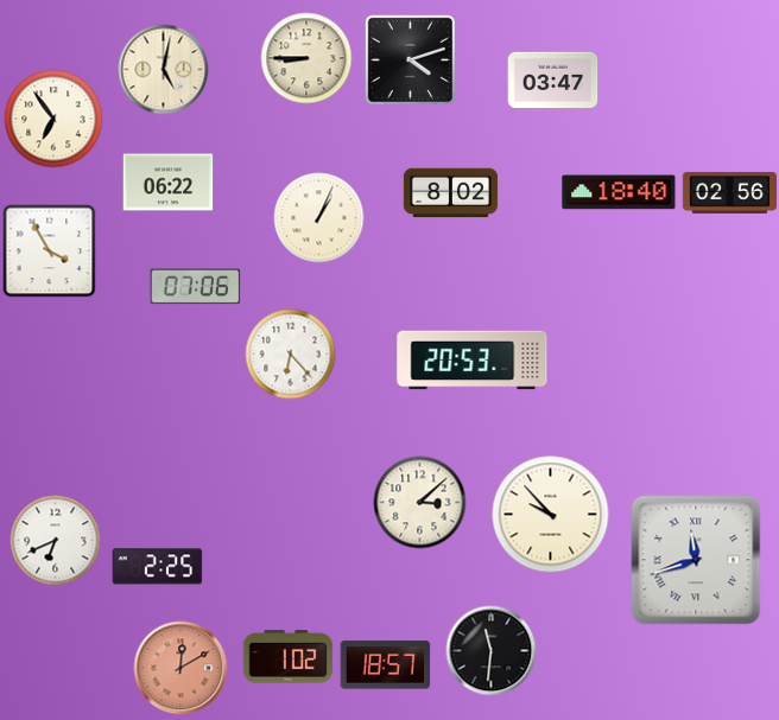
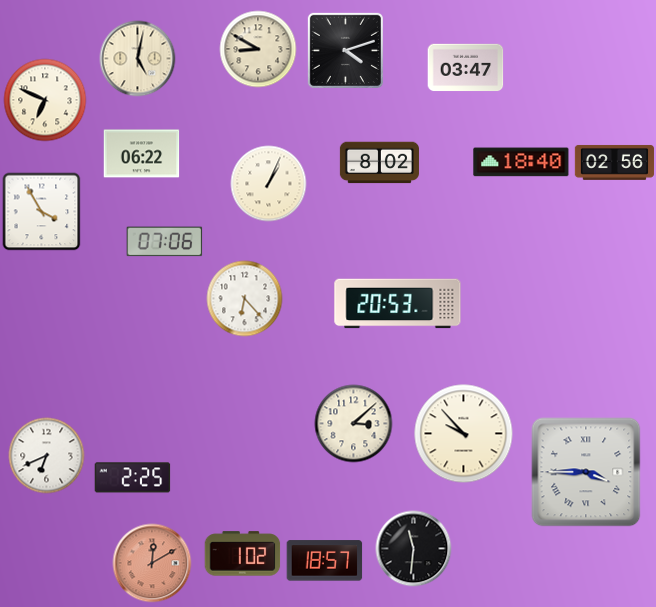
clock at (306, 58): 8:45 -> 8:50
clock at (53, 119): 6:54 -> 6:49
clock at (696, 560): 11:42 -> 3:45
